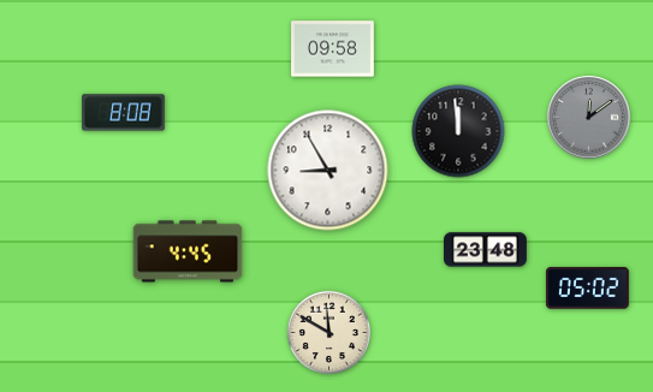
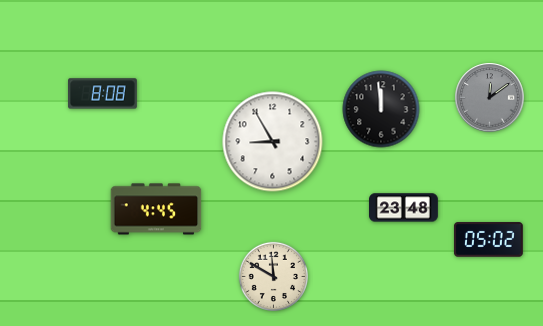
clock at (333, 49): 09:58 -> none
